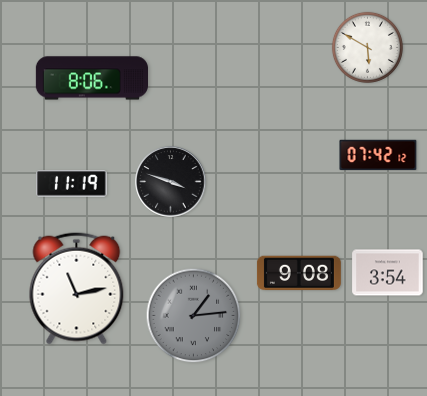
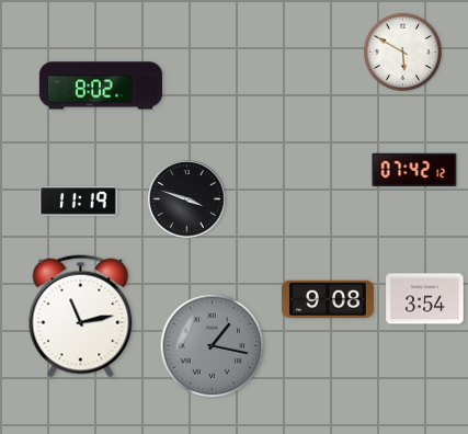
clock at (91, 78): 8:06 -> 8:02
clock at (77, 289) position: (77, 289) -> (81, 317)
clock at (194, 316): 1:14 -> 1:17
